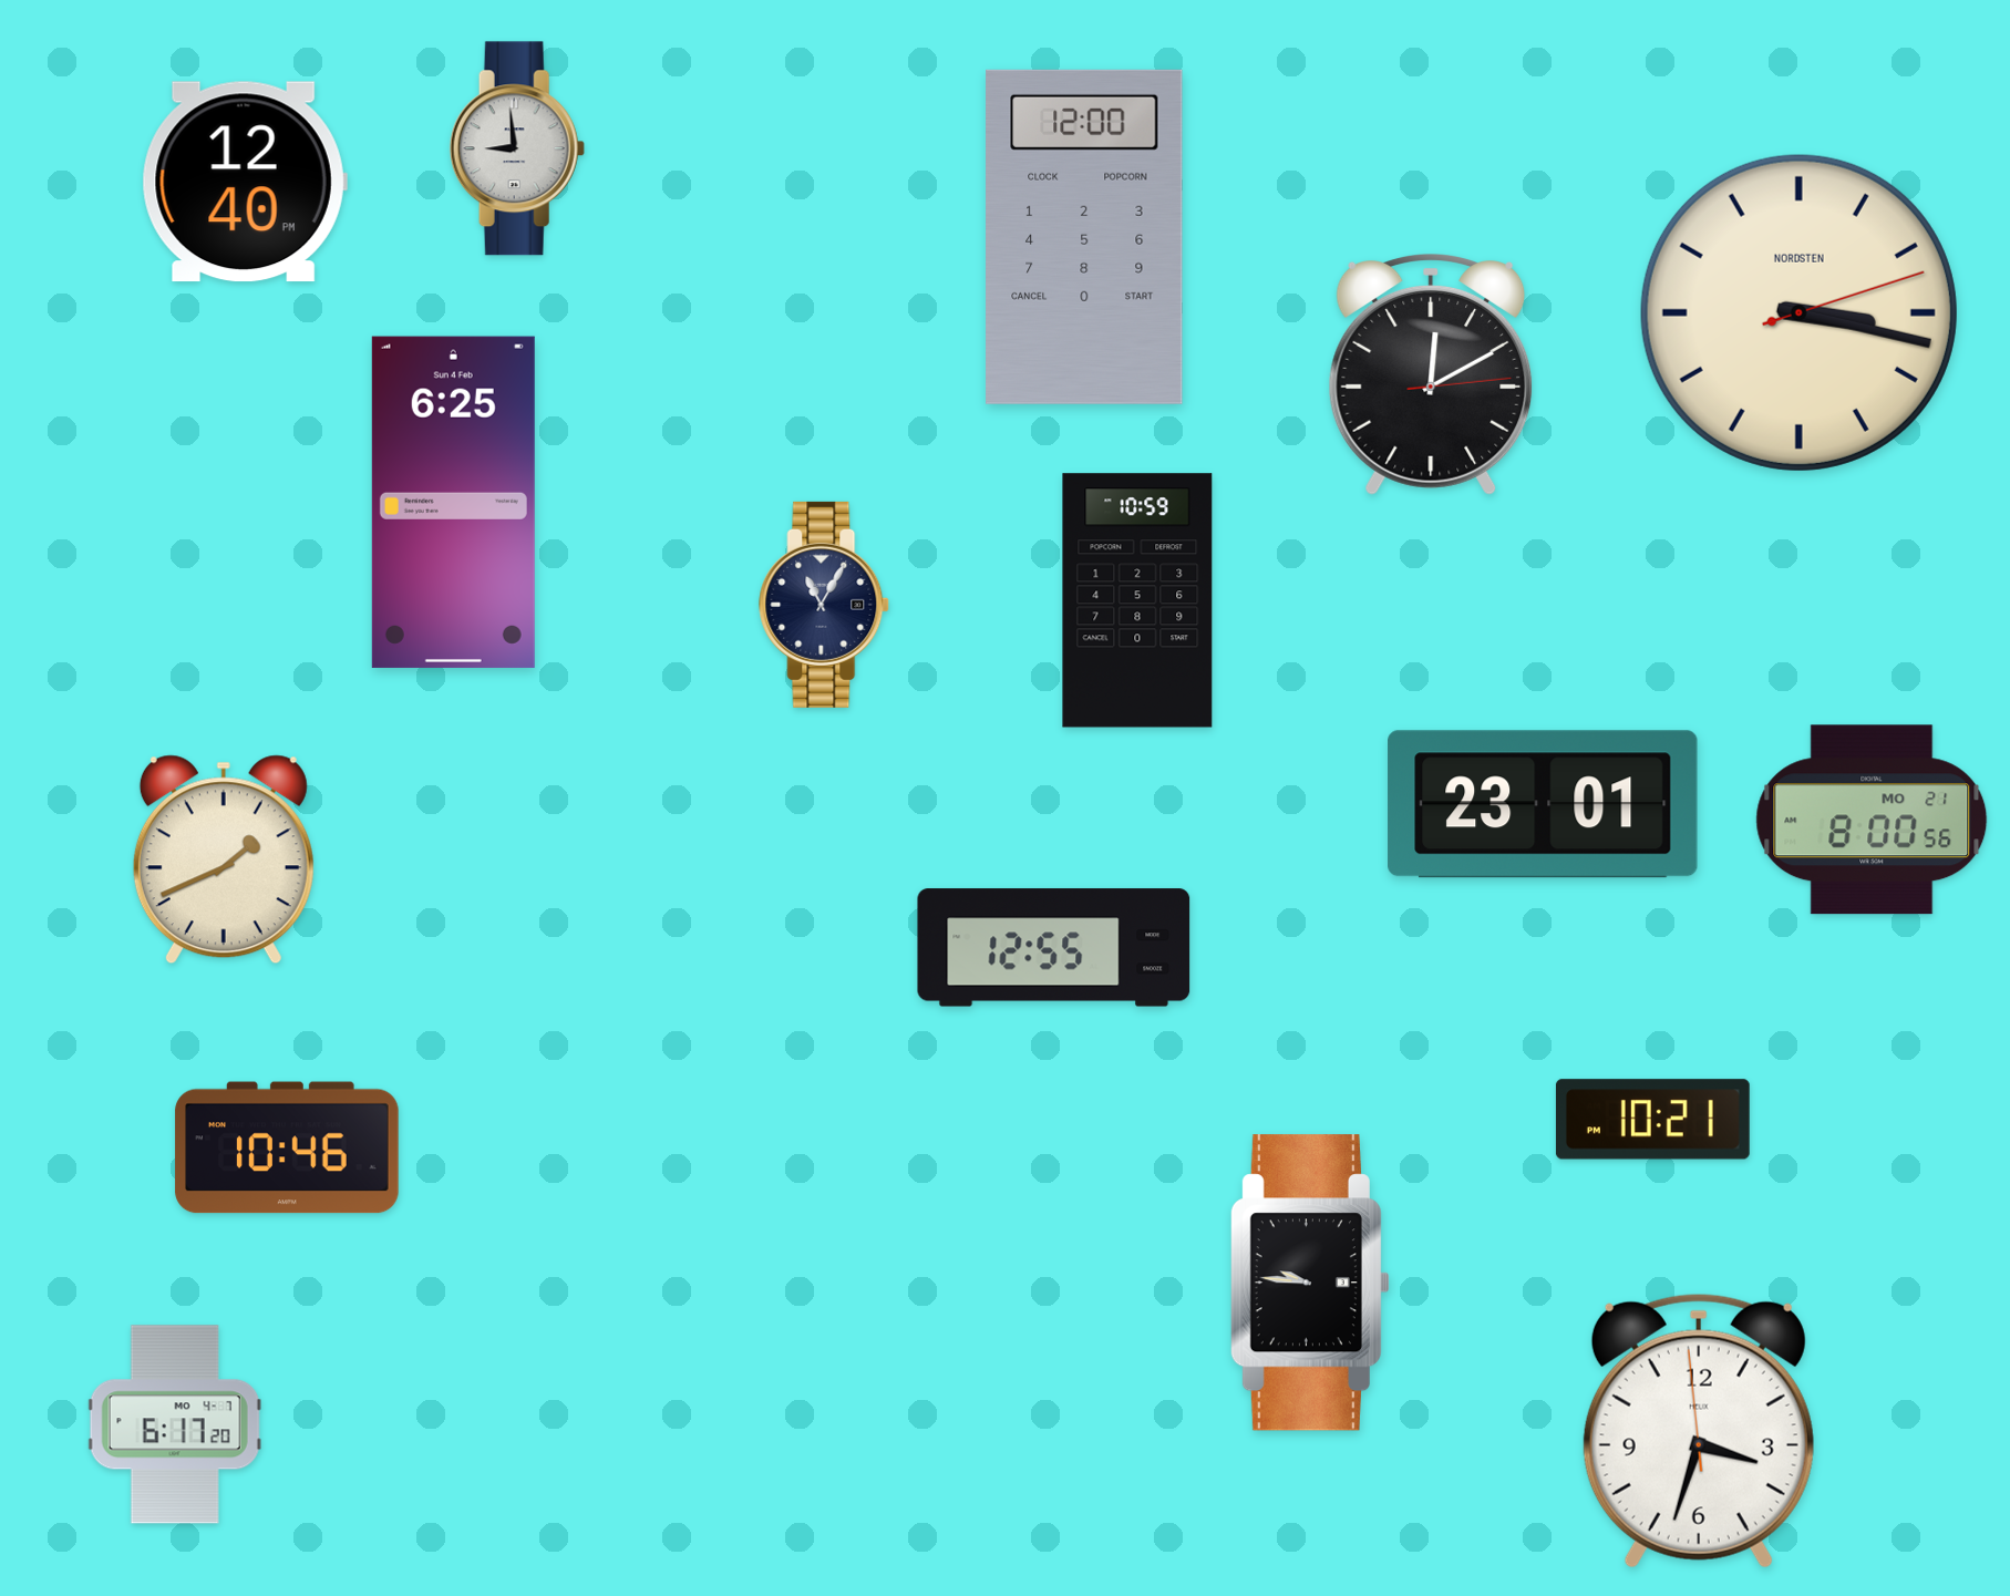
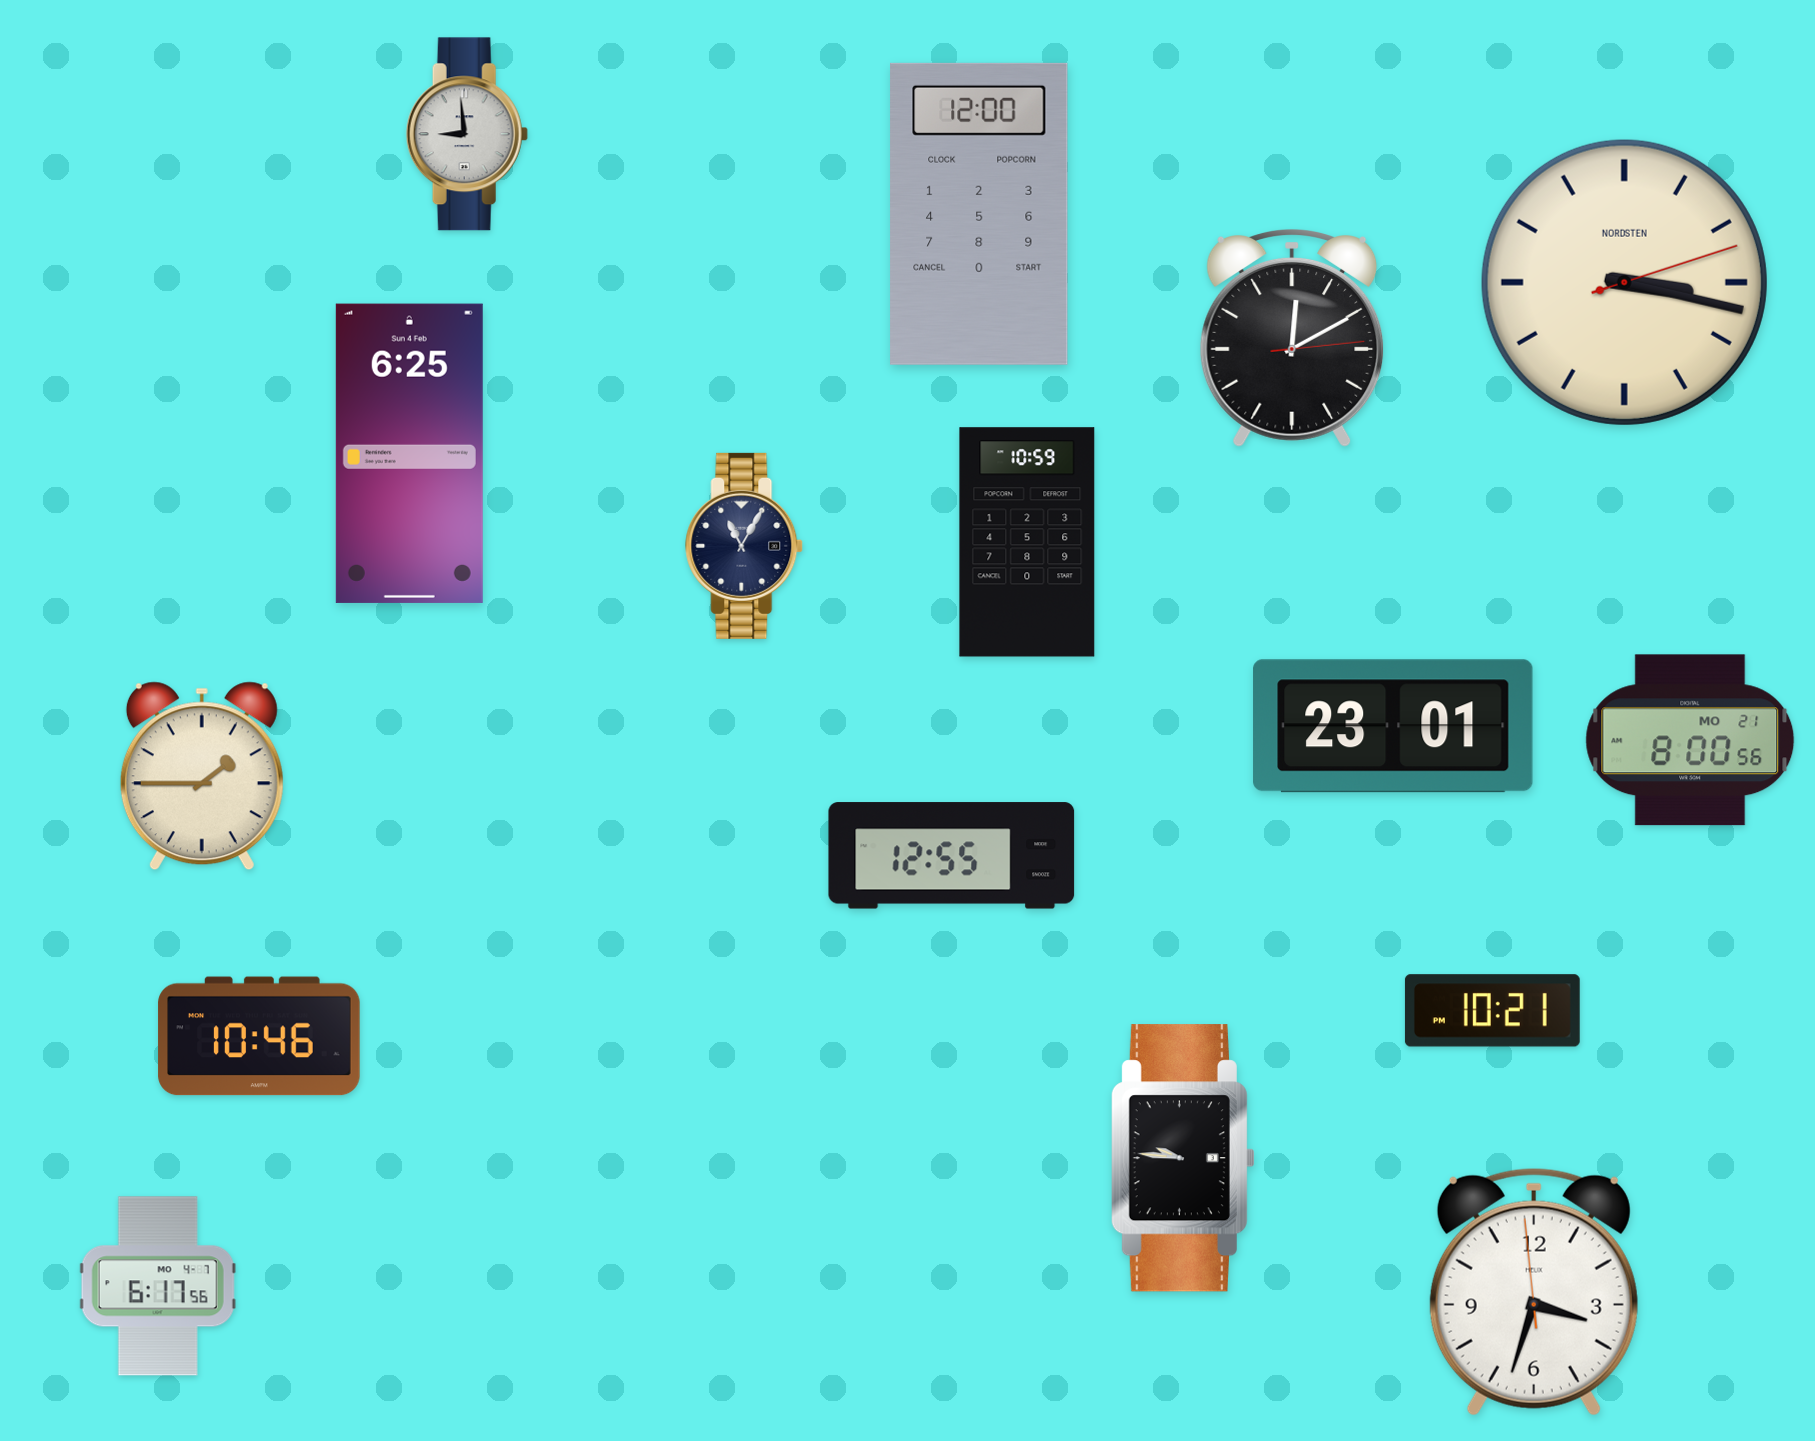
clock at (245, 182): 12:40 -> none
clock at (224, 859): 1:41 -> 1:45
clock at (175, 1424): 6:17:20 -> 6:17:56
